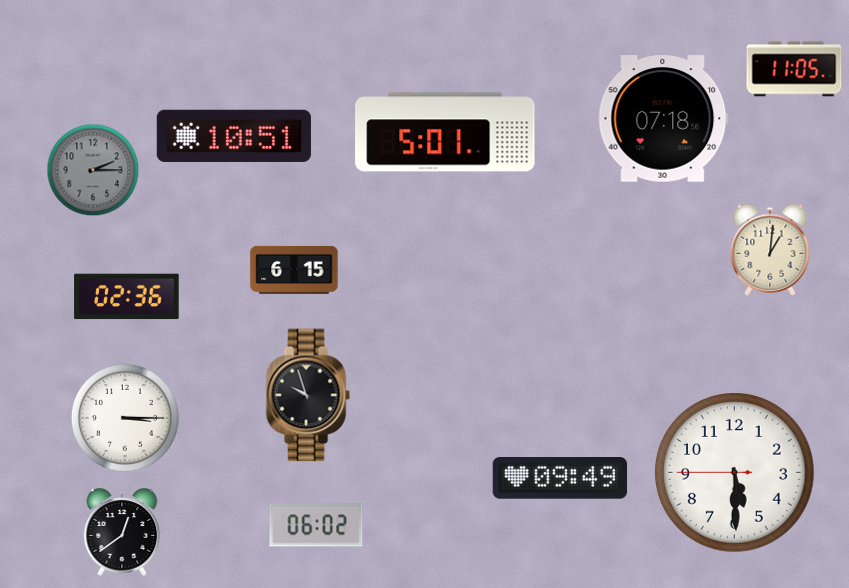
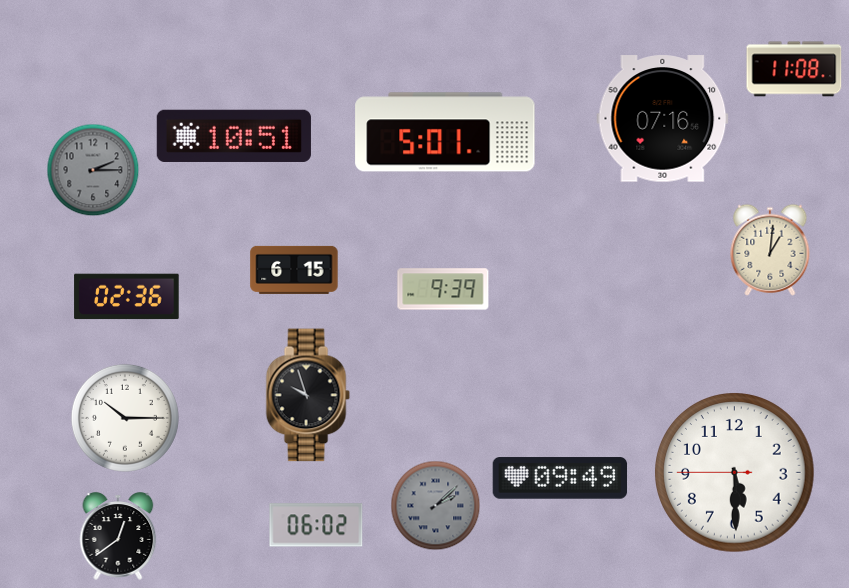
clock at (794, 69): 11:05 -> 11:08
clock at (663, 119): 07:18 -> 07:16
clock at (443, 289): none -> 9:39
clock at (125, 418): 3:15 -> 10:15
clock at (436, 506): none -> 2:08
clock at (122, 532) position: (122, 532) -> (118, 536)
